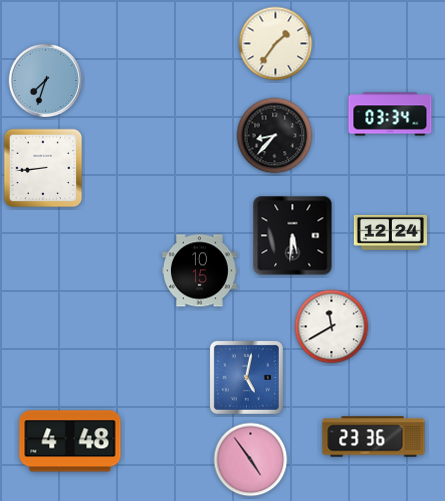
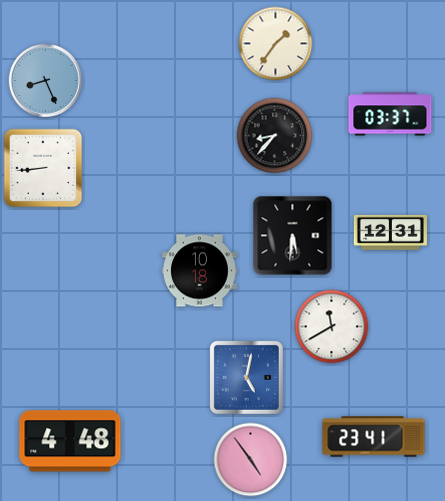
clock at (46, 81): 7:33 -> 8:26
clock at (390, 114): 03:34 -> 03:37
clock at (390, 232): 12:24 -> 12:31
clock at (200, 271): 10:15 -> 10:18
clock at (374, 437): 23:36 -> 23:41
